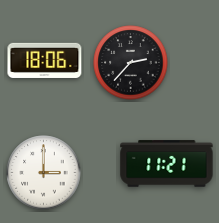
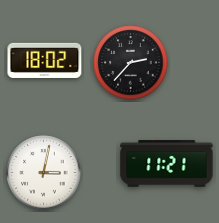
clock at (45, 60): 18:06 -> 18:02
clock at (44, 173): 3:00 -> 3:02
